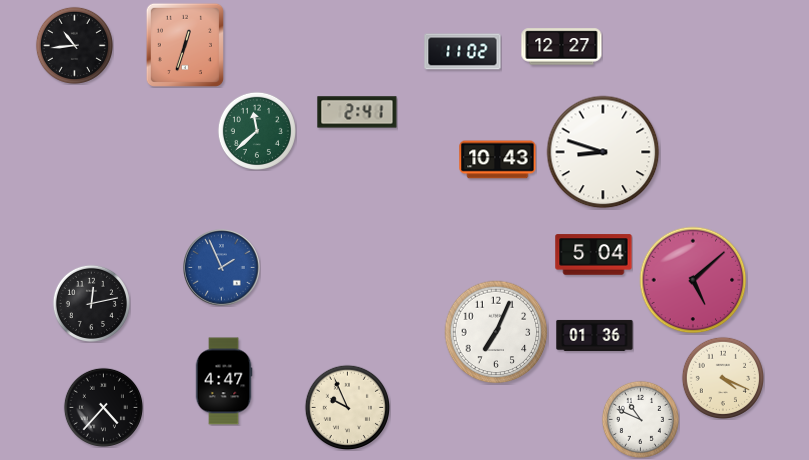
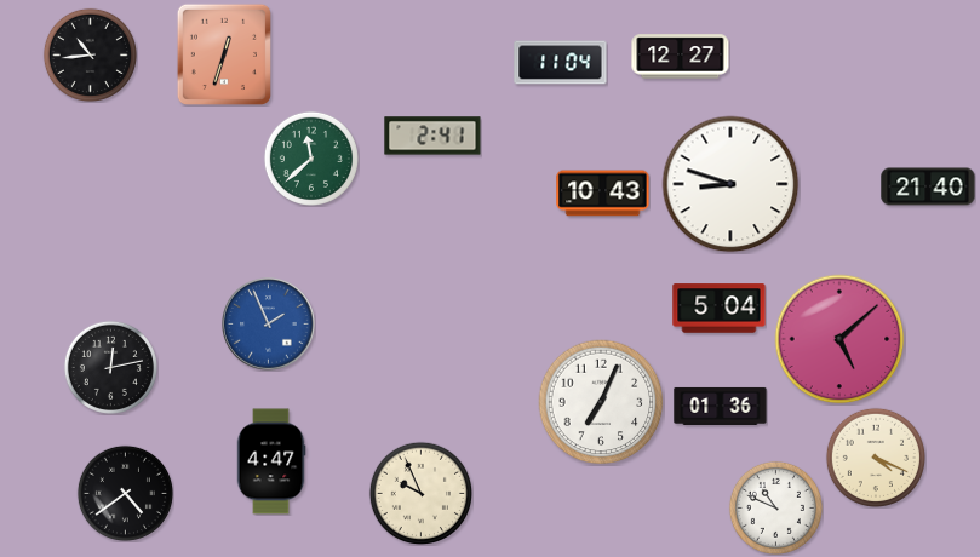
clock at (463, 52): 11:02 -> 11:04
clock at (928, 186): none -> 21:40
clock at (103, 407): 4:37 -> 4:39
